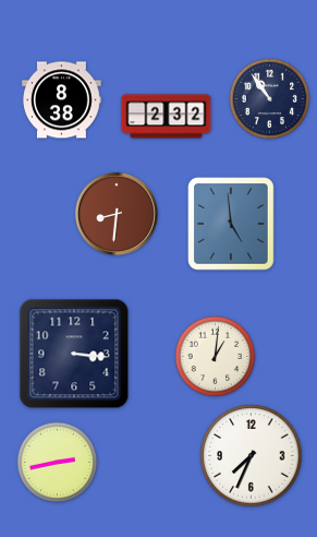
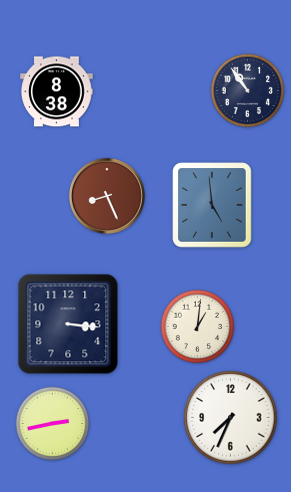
clock at (167, 117): 2:32 -> none
clock at (117, 214): 8:31 -> 8:26
